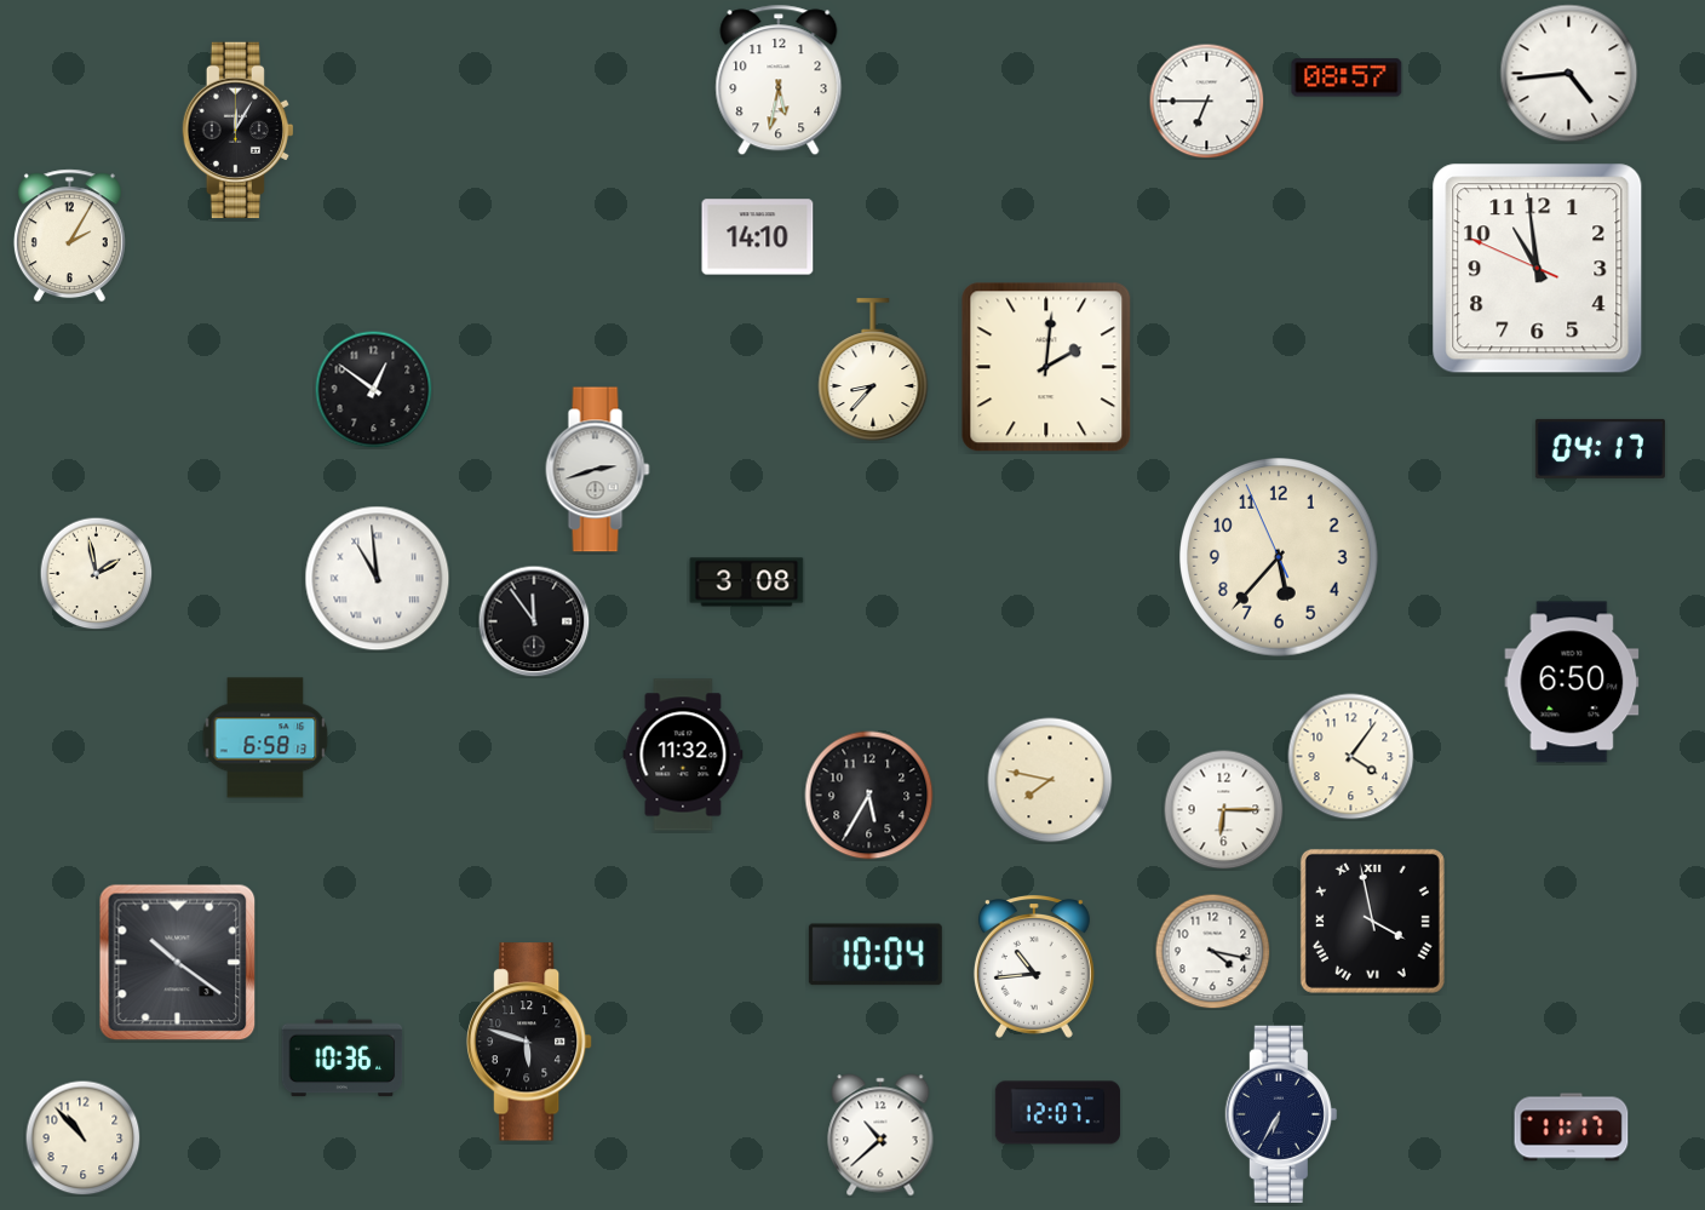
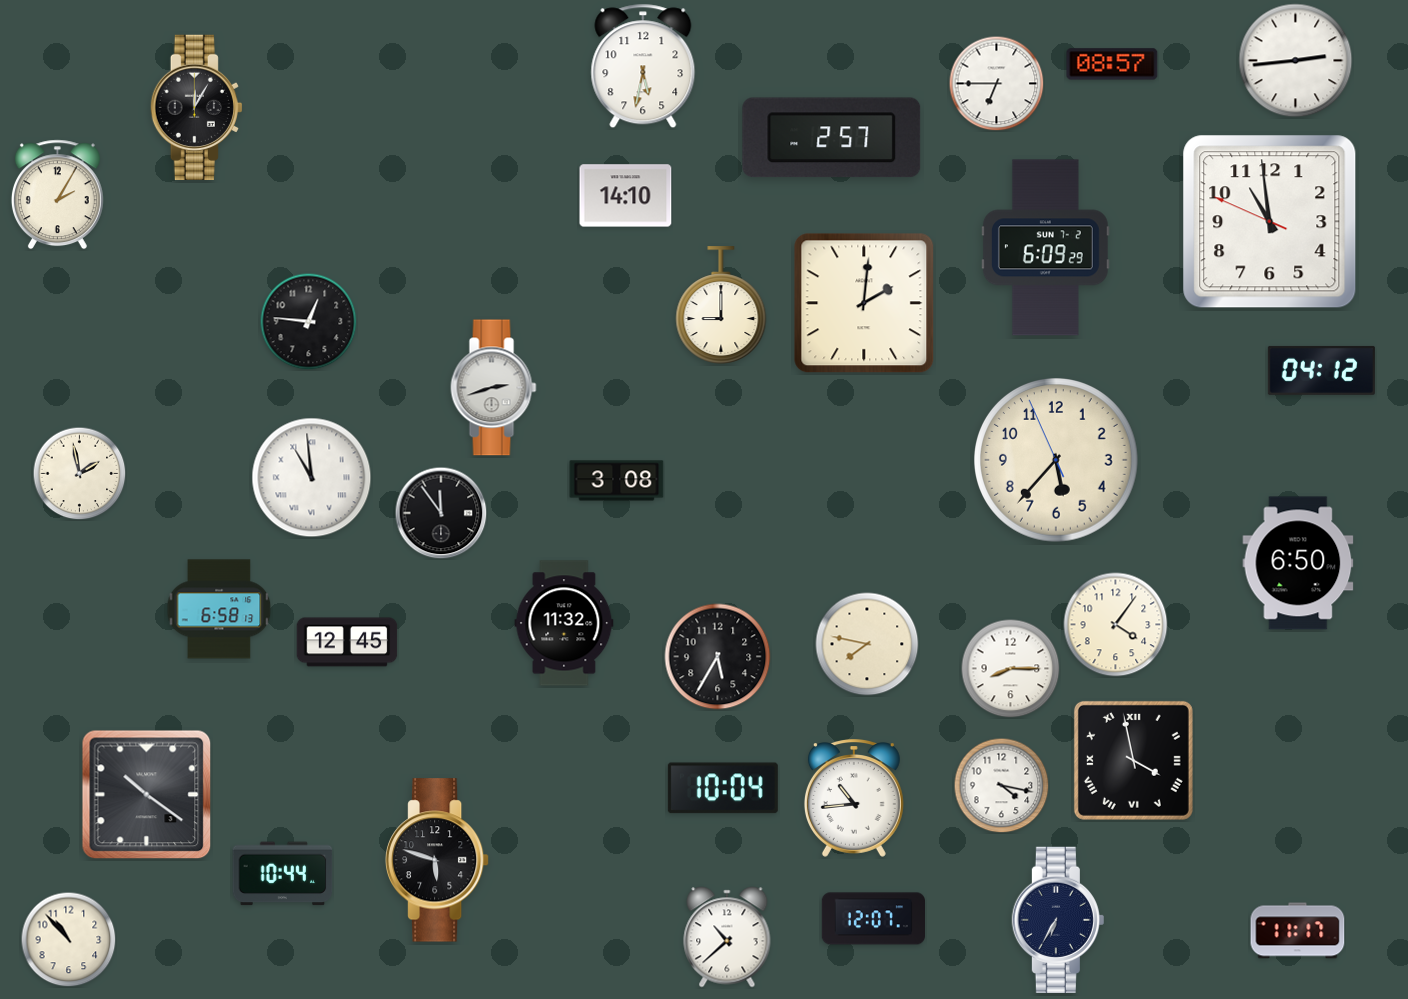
clock at (1569, 74): 4:44 -> 2:44
clock at (832, 138): none -> 2:57
clock at (1045, 248): none -> 6:09
clock at (873, 369): 8:37 -> 9:00
clock at (373, 389): 12:51 -> 12:46
clock at (1600, 448): 04:17 -> 04:12
clock at (347, 642): none -> 12:45
clock at (1224, 810): 6:15 -> 8:15
clock at (343, 1059): 10:36 -> 10:44
